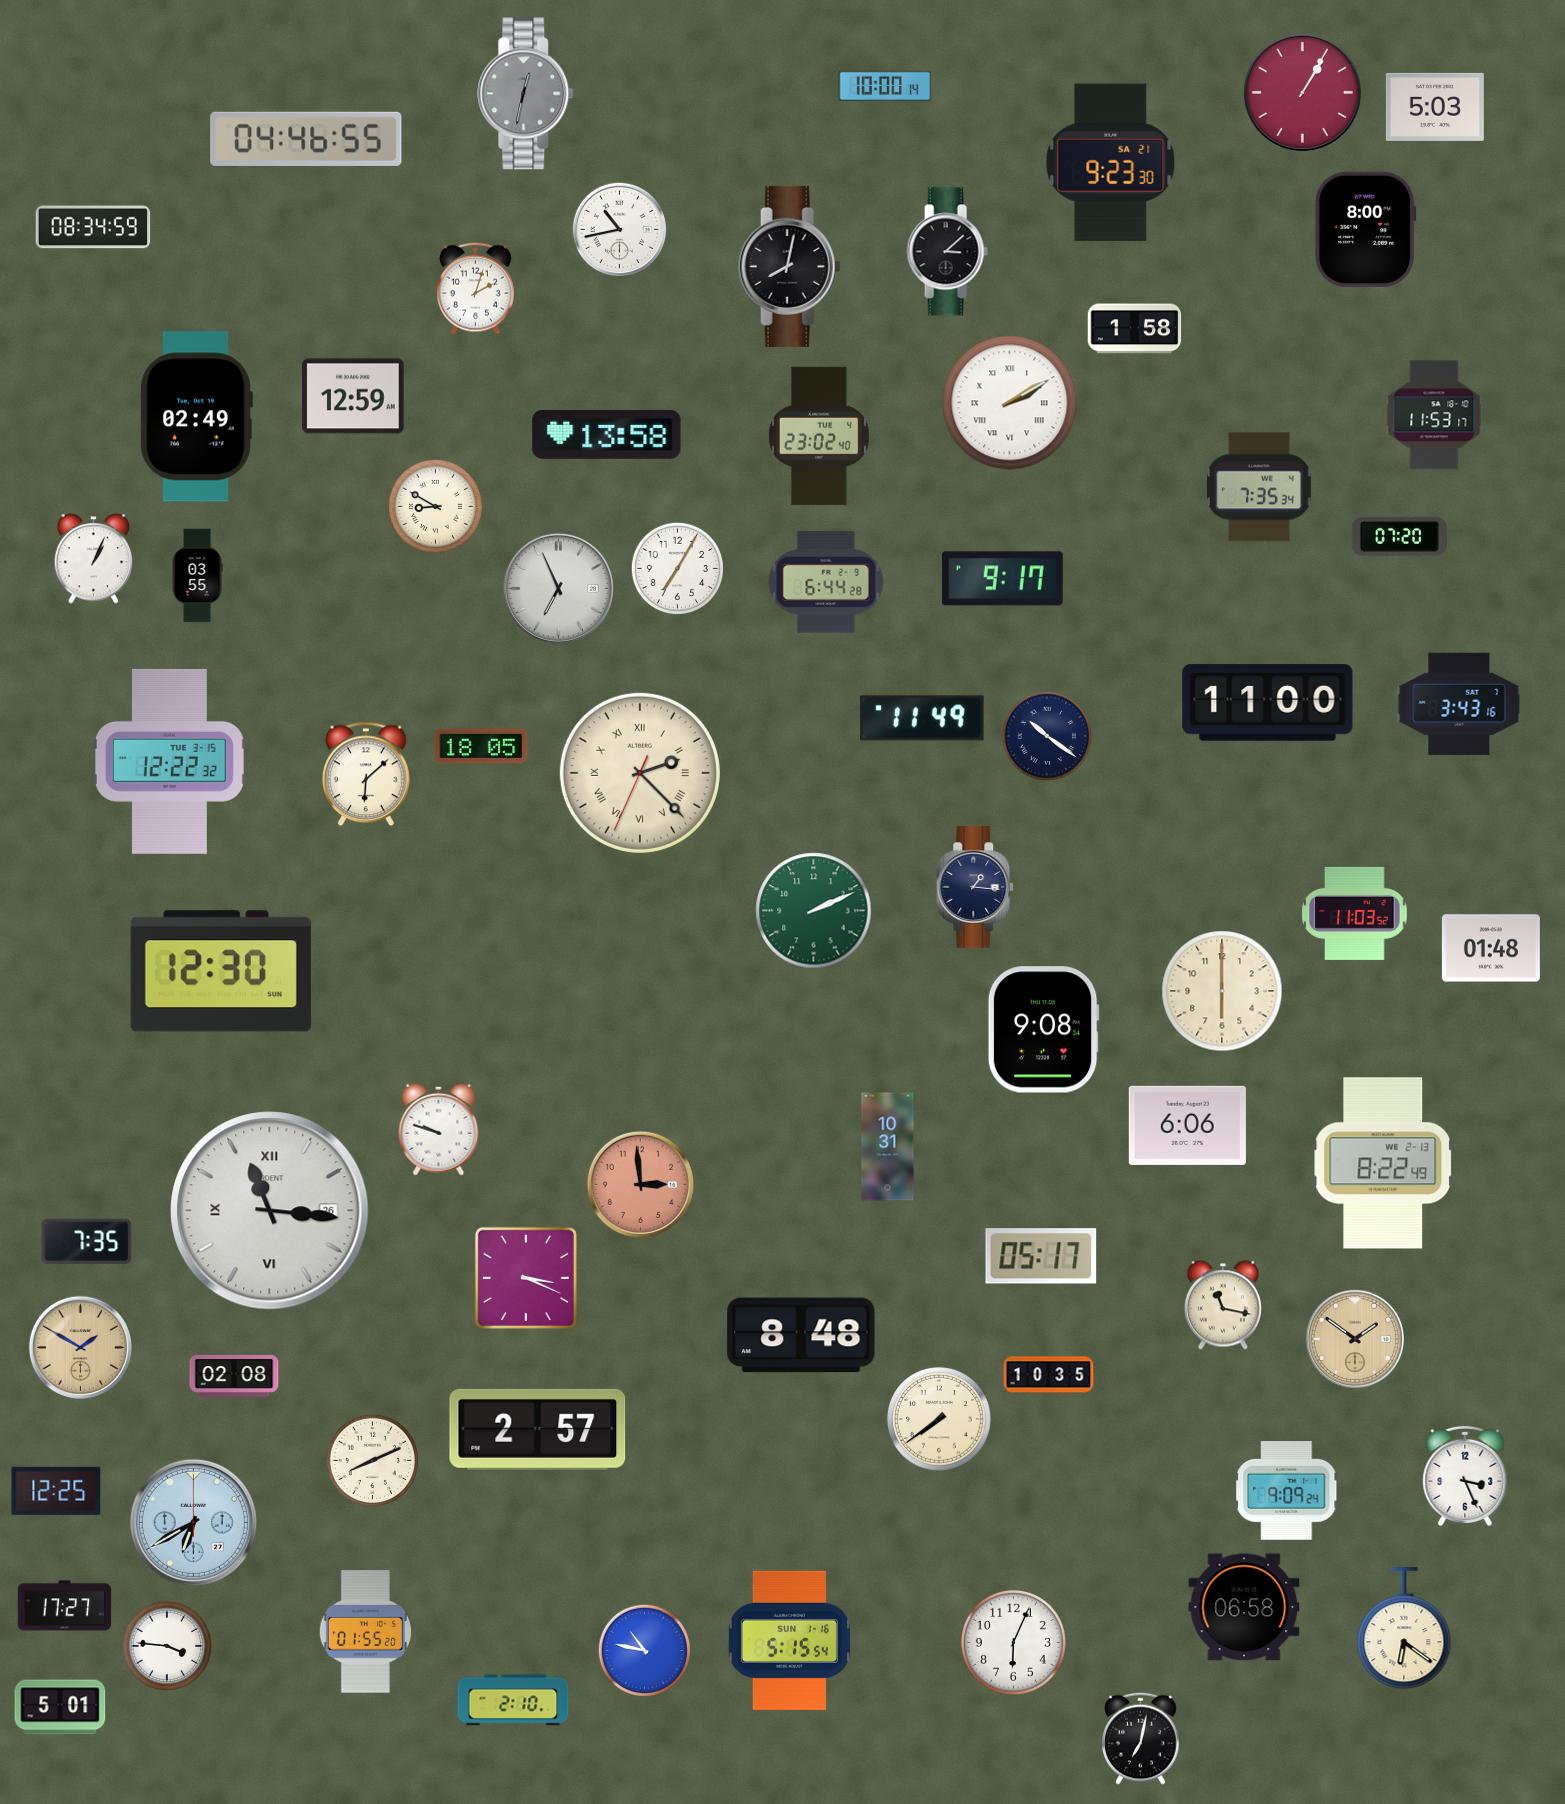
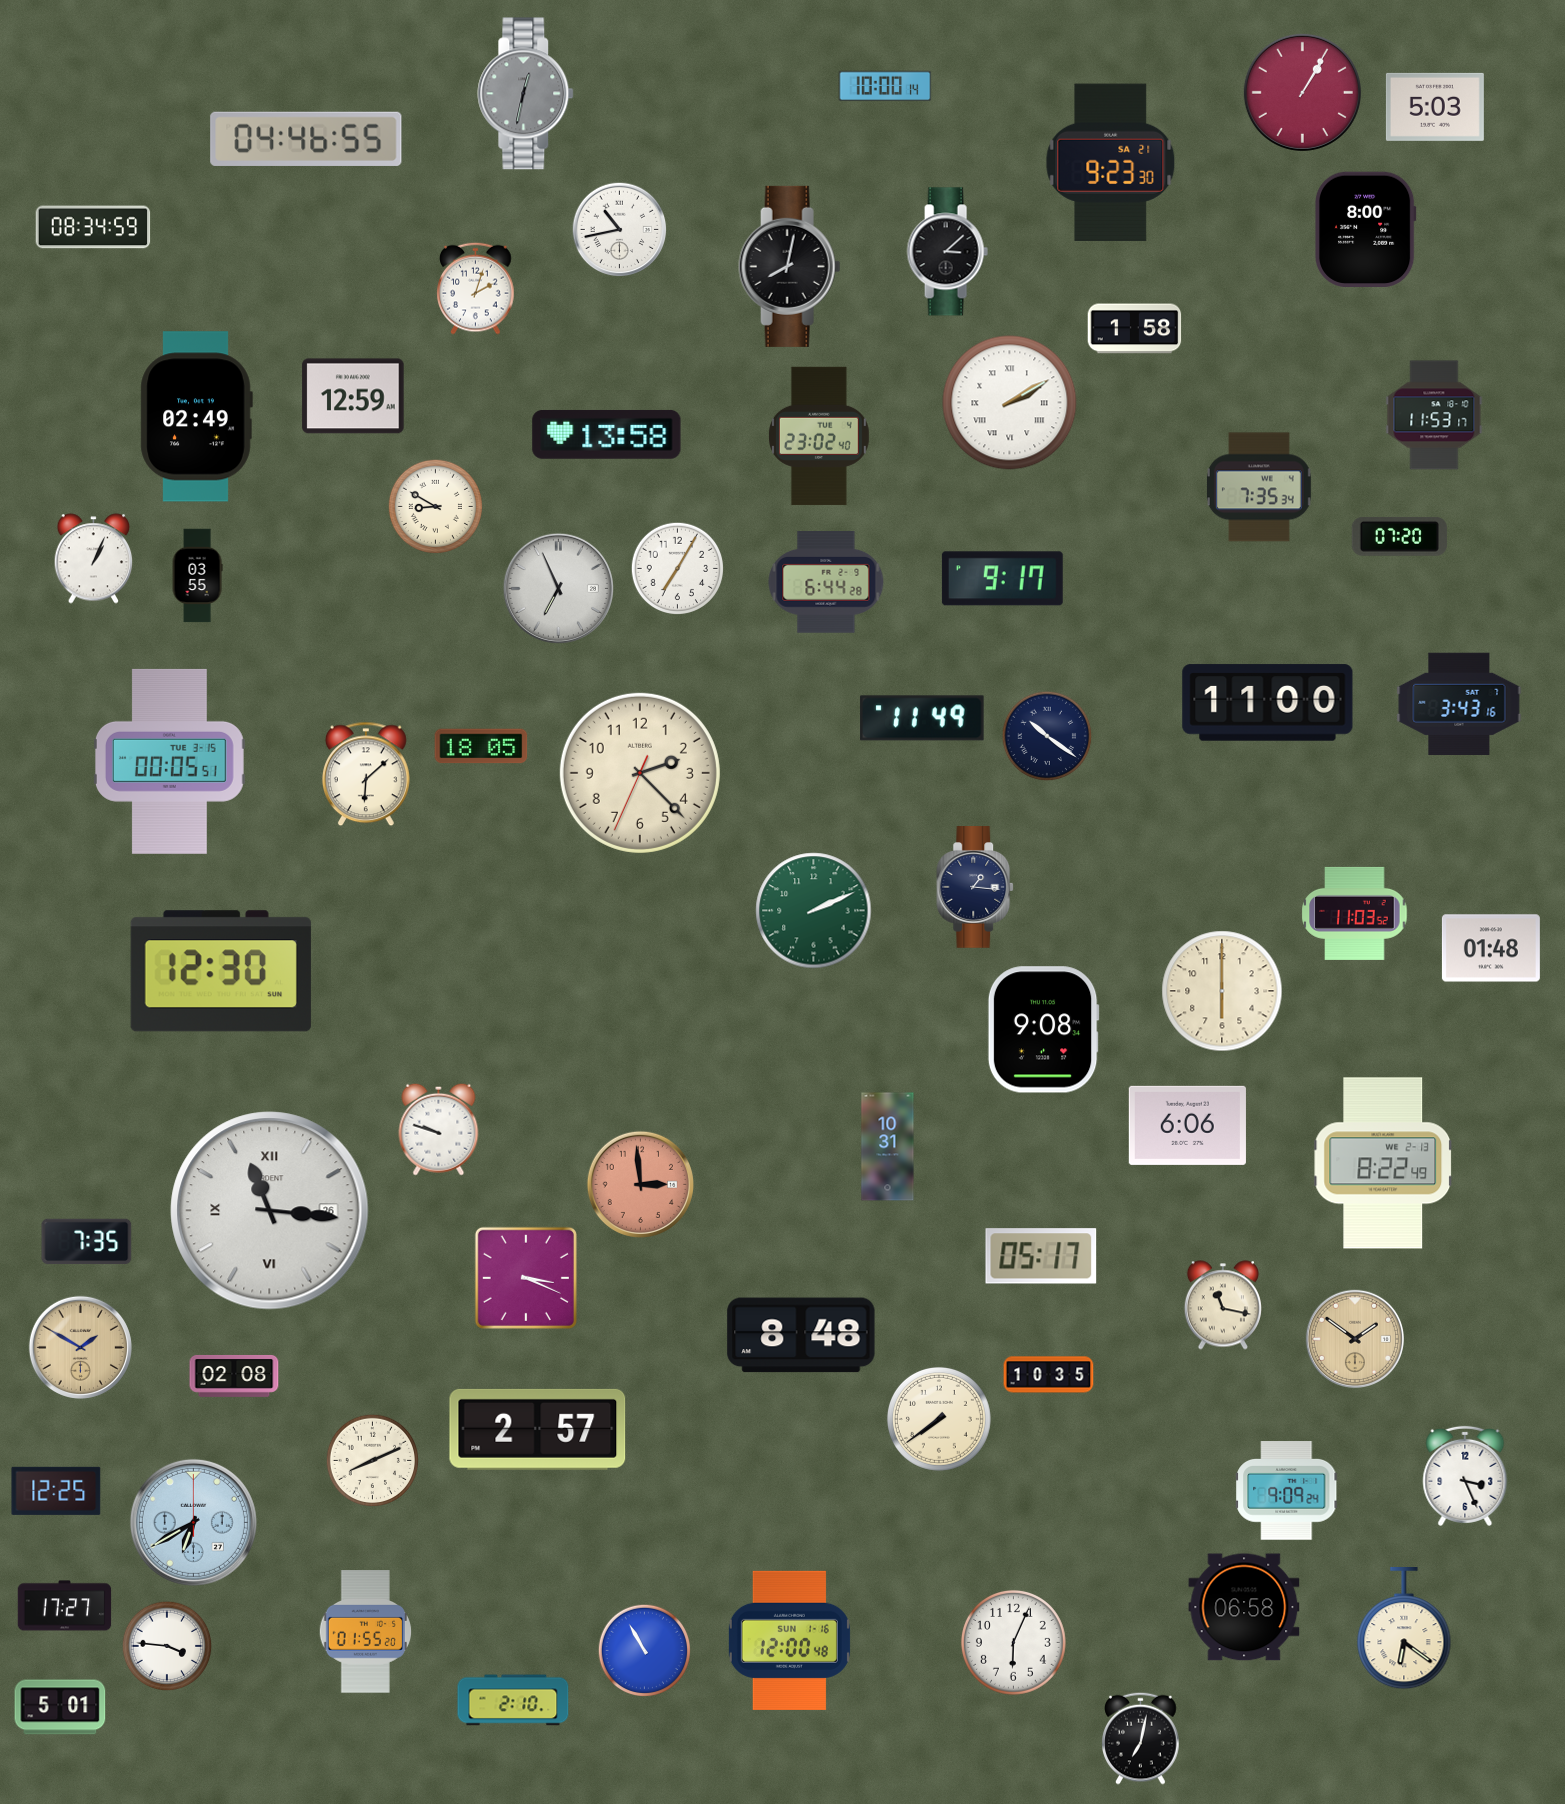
clock at (169, 761): 12:22 -> 00:05
clock at (640, 773) numerals: Roman -> Arabic
clock at (789, 1640): 5:15 -> 12:00
clock at (644, 1650): 10:47 -> 10:55
